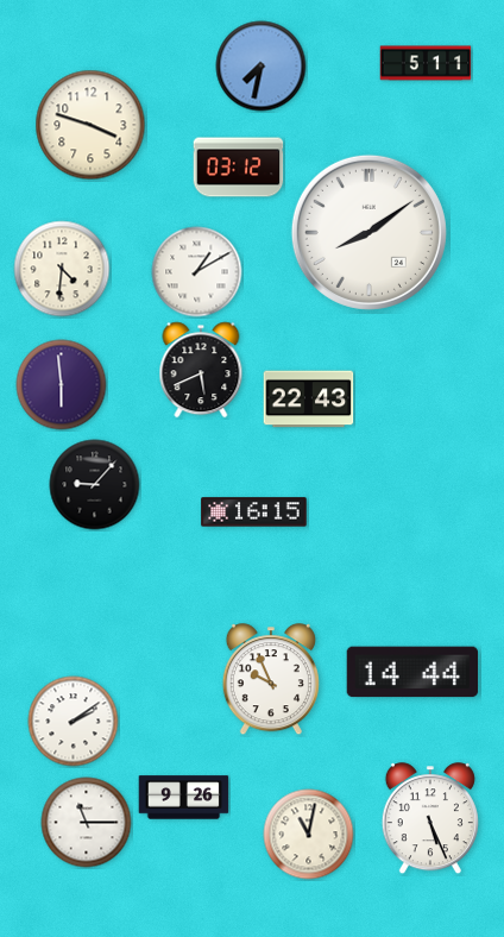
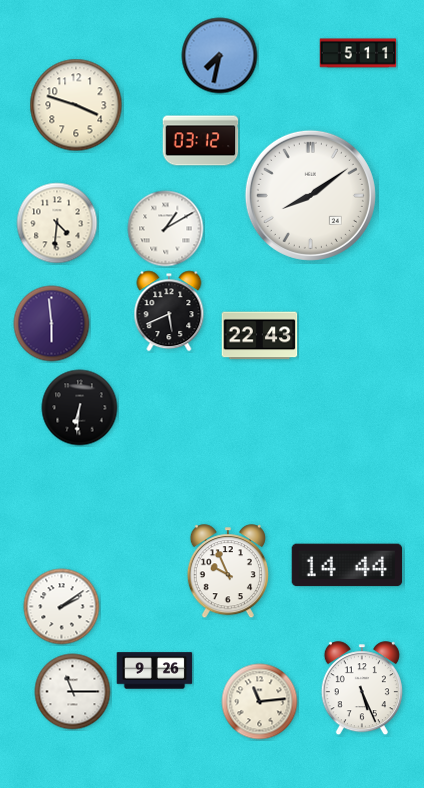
clock at (62, 269) position: (62, 269) -> (57, 223)
clock at (95, 485): 9:07 -> 6:31
clock at (254, 512): 16:15 -> none
clock at (309, 835): 11:02 -> 11:14
